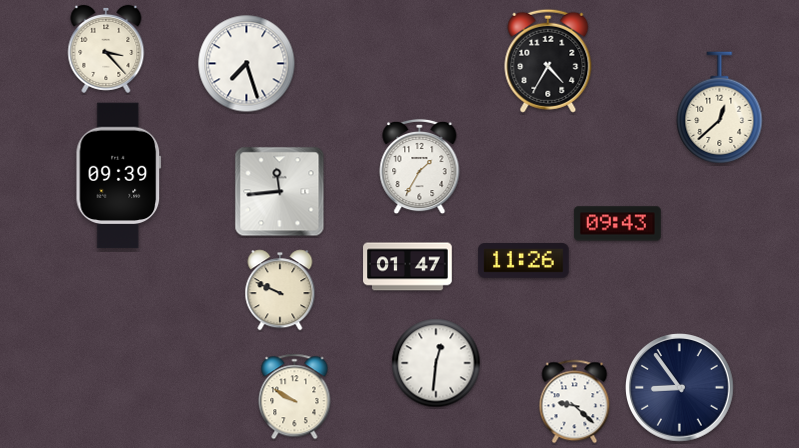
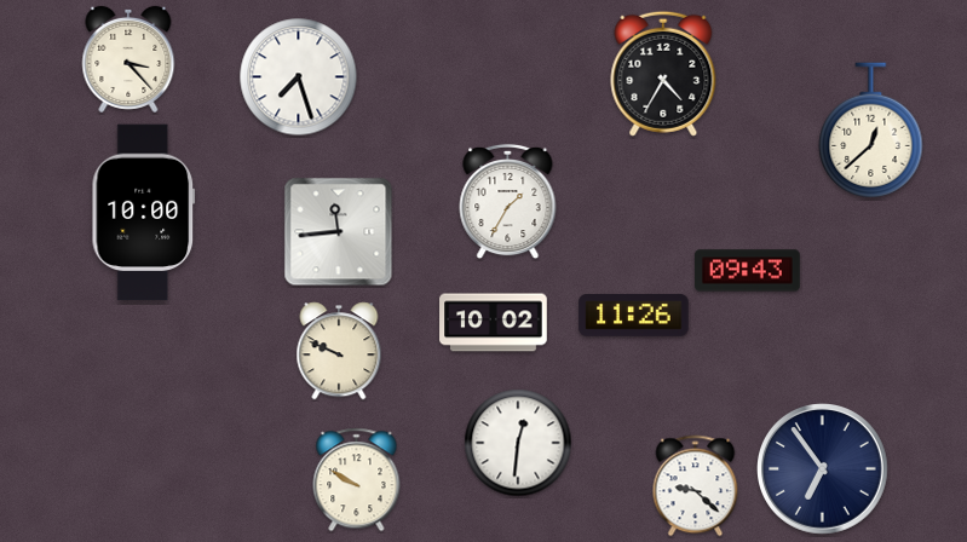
clock at (119, 176): 09:39 -> 10:00
clock at (408, 267): 01:47 -> 10:02
clock at (436, 363) position: (436, 363) -> (518, 443)
clock at (680, 388): 8:54 -> 6:54
